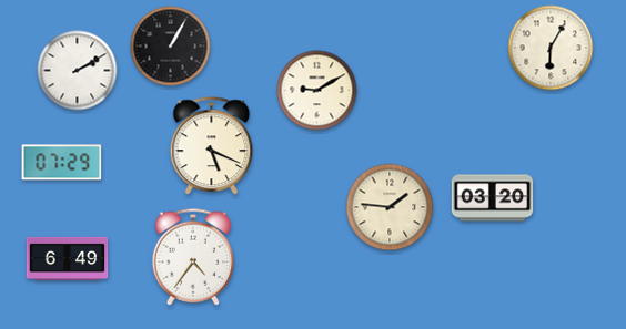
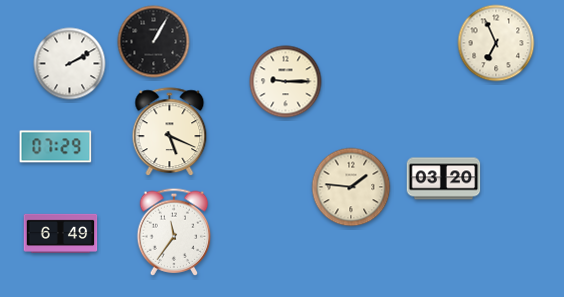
clock at (551, 48): 6:05 -> 6:56
clock at (317, 91): 9:10 -> 9:15
clock at (212, 146) position: (212, 146) -> (170, 132)
clock at (193, 257): 4:36 -> 11:36
